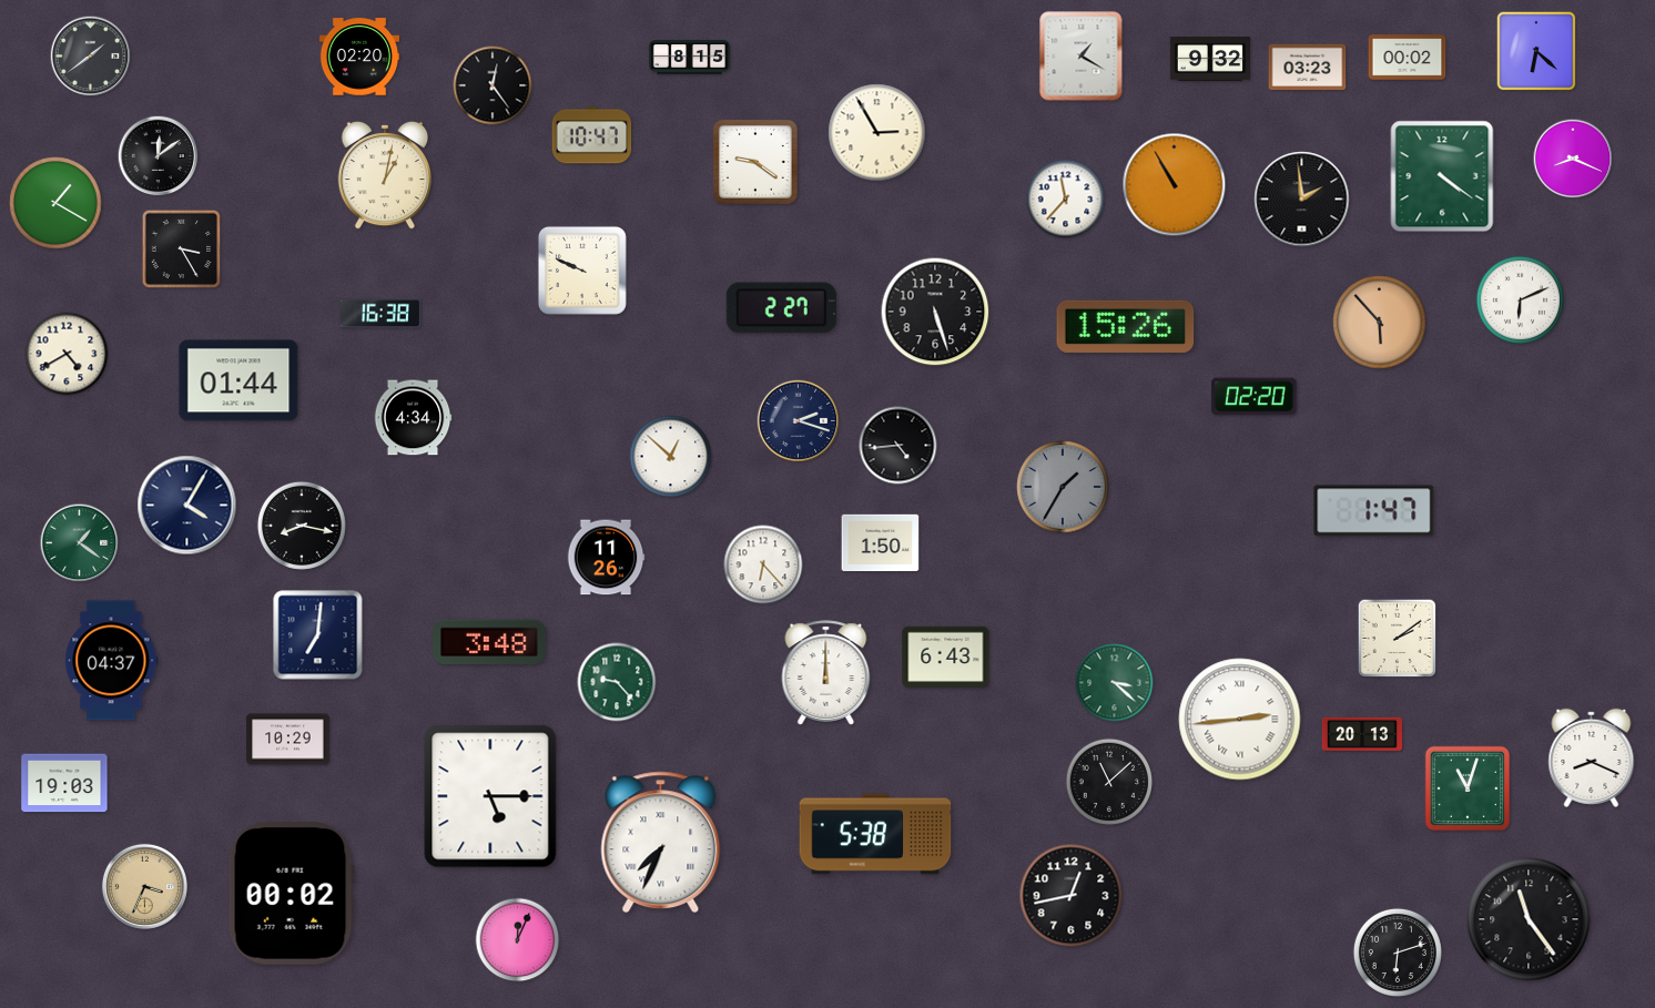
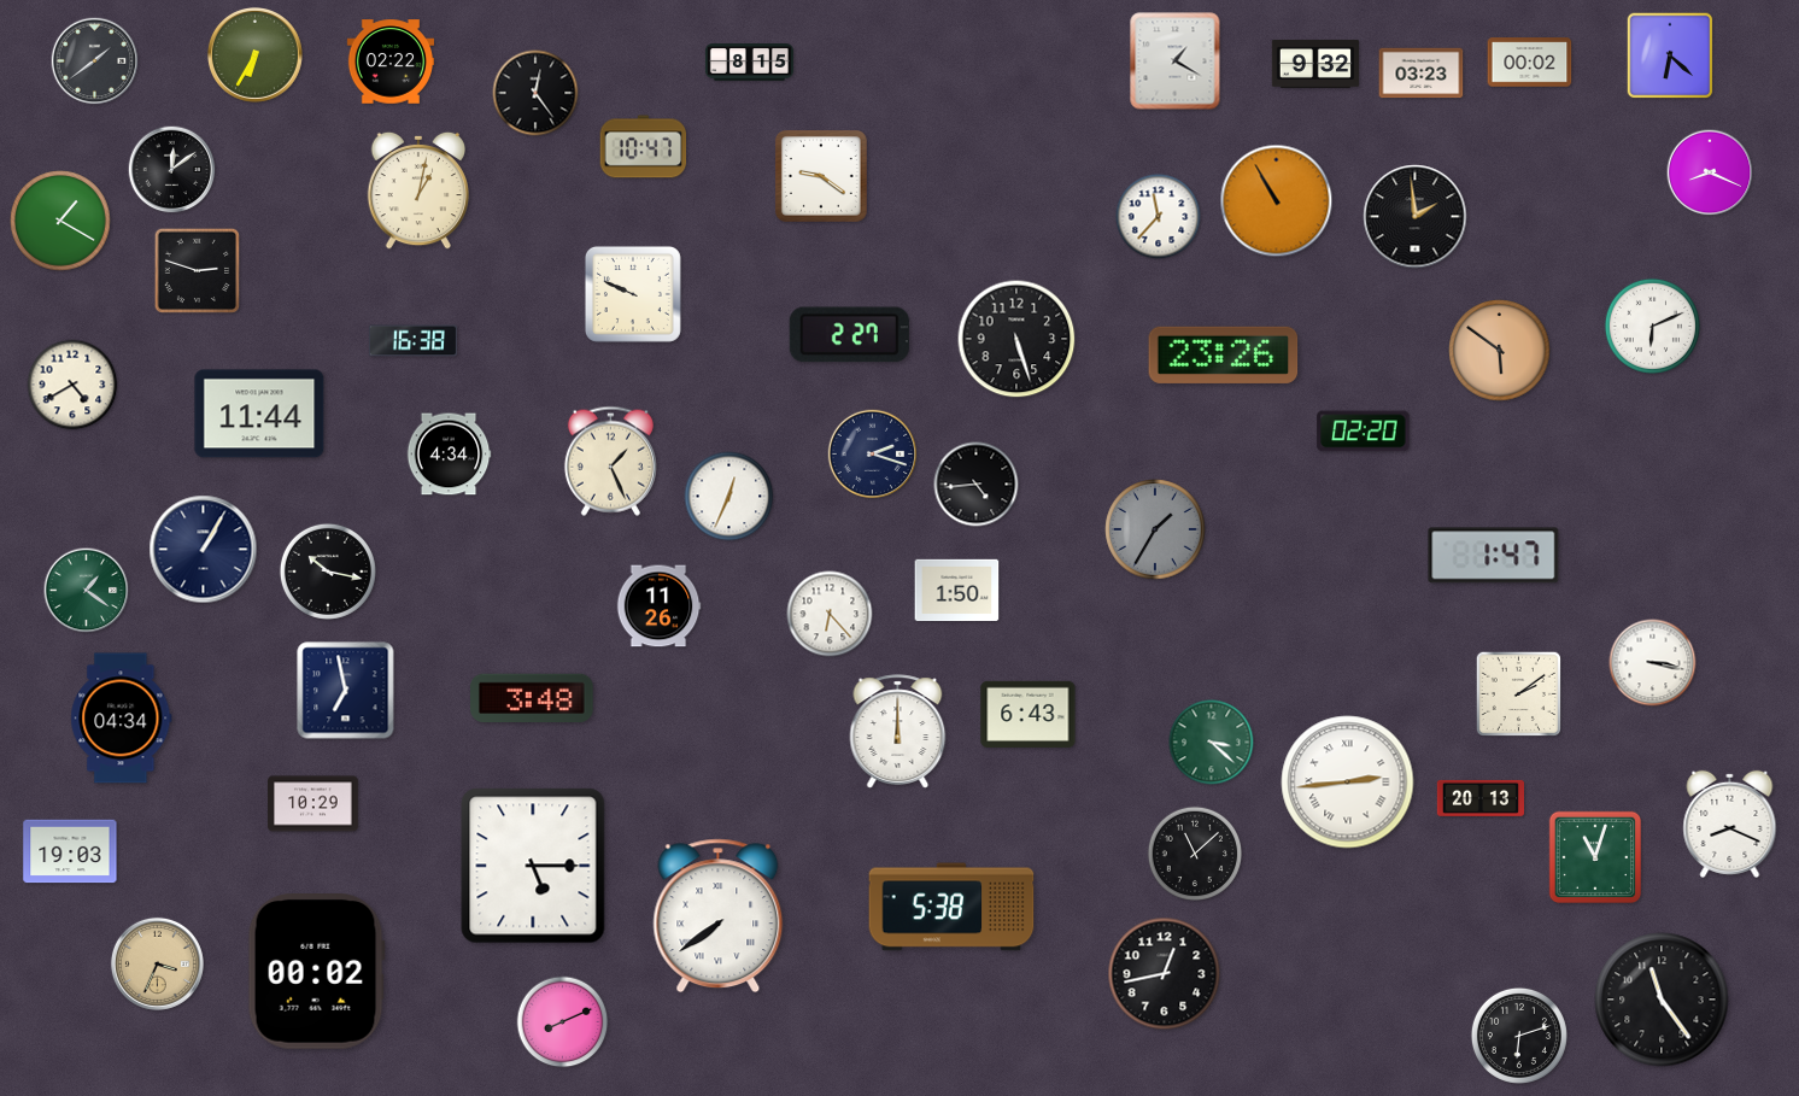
clock at (254, 54): none -> 6:35
clock at (91, 57) position: (91, 57) -> (95, 61)
clock at (358, 57): 02:20 -> 02:22
clock at (877, 133): 2:55 -> none
clock at (1442, 176): 4:21 -> none
clock at (181, 248): 3:25 -> 2:48
clock at (1380, 323): 5:53 -> 5:51
clock at (1126, 326): 15:26 -> 23:26
clock at (238, 380): 01:44 -> 11:44
clock at (799, 421) position: (799, 421) -> (873, 455)
clock at (610, 461): none -> 1:26
clock at (671, 457): 12:52 -> 12:34
clock at (187, 506): 4:05 -> 1:05
clock at (302, 526): 8:17 -> 10:17
clock at (1653, 663): none -> 3:17
clock at (318, 635): 7:01 -> 6:58
clock at (112, 661): 04:37 -> 04:34
clock at (617, 682): 9:23 -> none
clock at (1108, 781) position: (1108, 781) -> (1194, 852)
clock at (661, 843): 7:34 -> 7:39
clock at (518, 940): 12:04 -> 8:11
